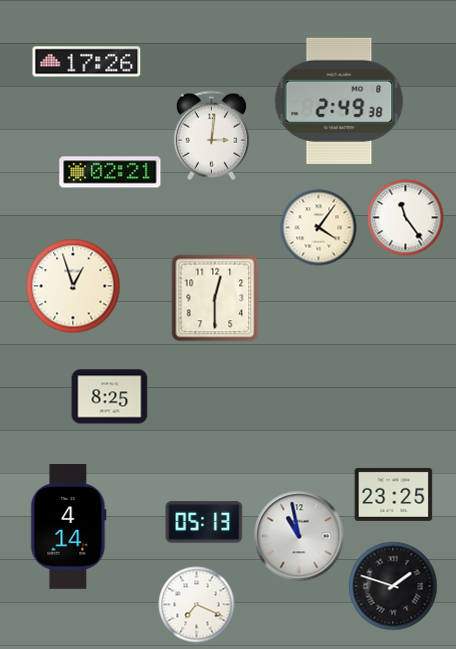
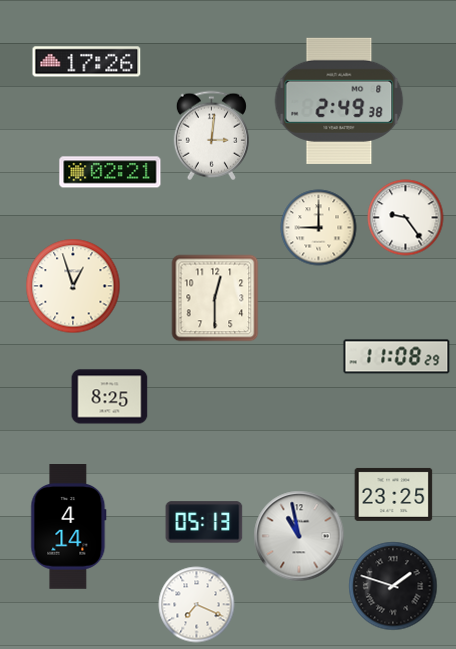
clock at (406, 218): 11:24 -> 9:24
clock at (319, 228): 4:06 -> 9:00
clock at (397, 357): none -> 11:08
